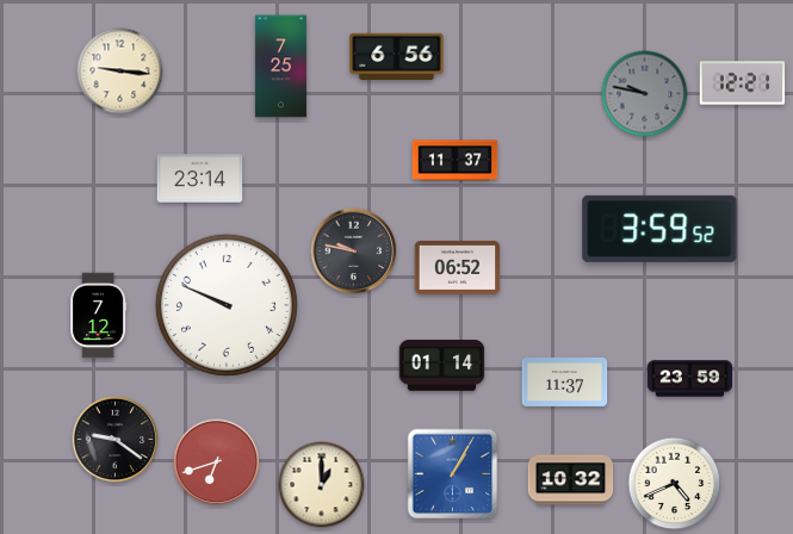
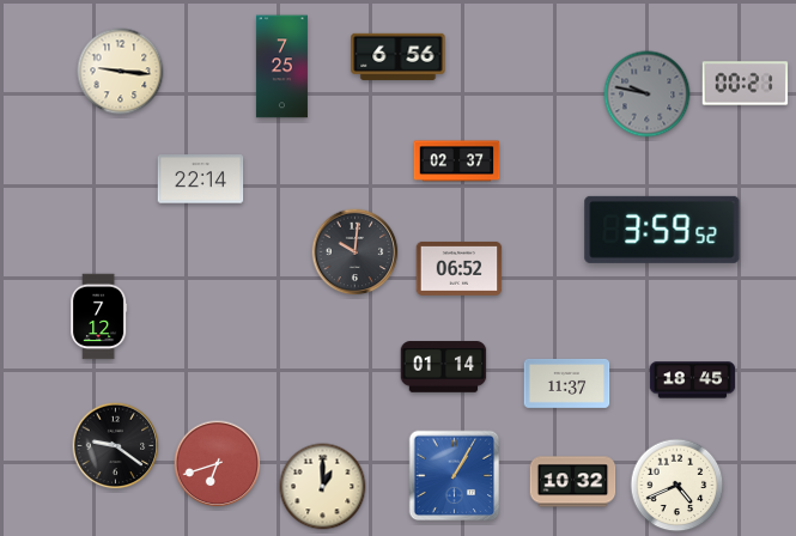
clock at (743, 83): 12:21 -> 00:21
clock at (456, 161): 11:37 -> 02:37
clock at (200, 179): 23:14 -> 22:14
clock at (354, 252): 9:47 -> 10:01
clock at (227, 305): 9:49 -> none
clock at (690, 379): 23:59 -> 18:45
clock at (116, 440) position: (116, 440) -> (116, 446)
